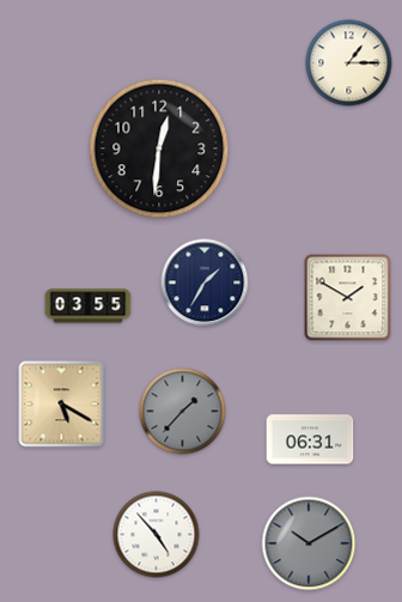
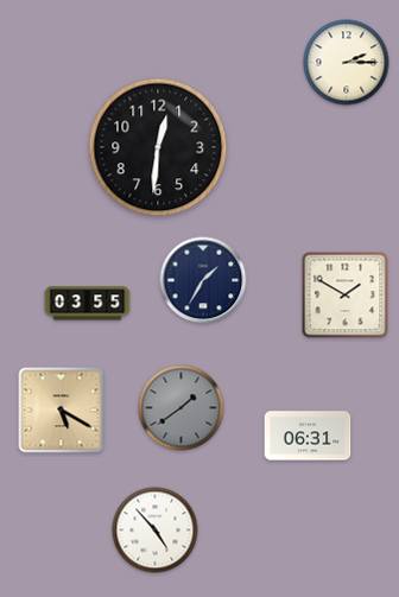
clock at (349, 63): 1:15 -> 2:15
clock at (62, 405) position: (62, 405) -> (62, 411)
clock at (183, 412): 1:37 -> 1:39
clock at (309, 543): 10:10 -> none
